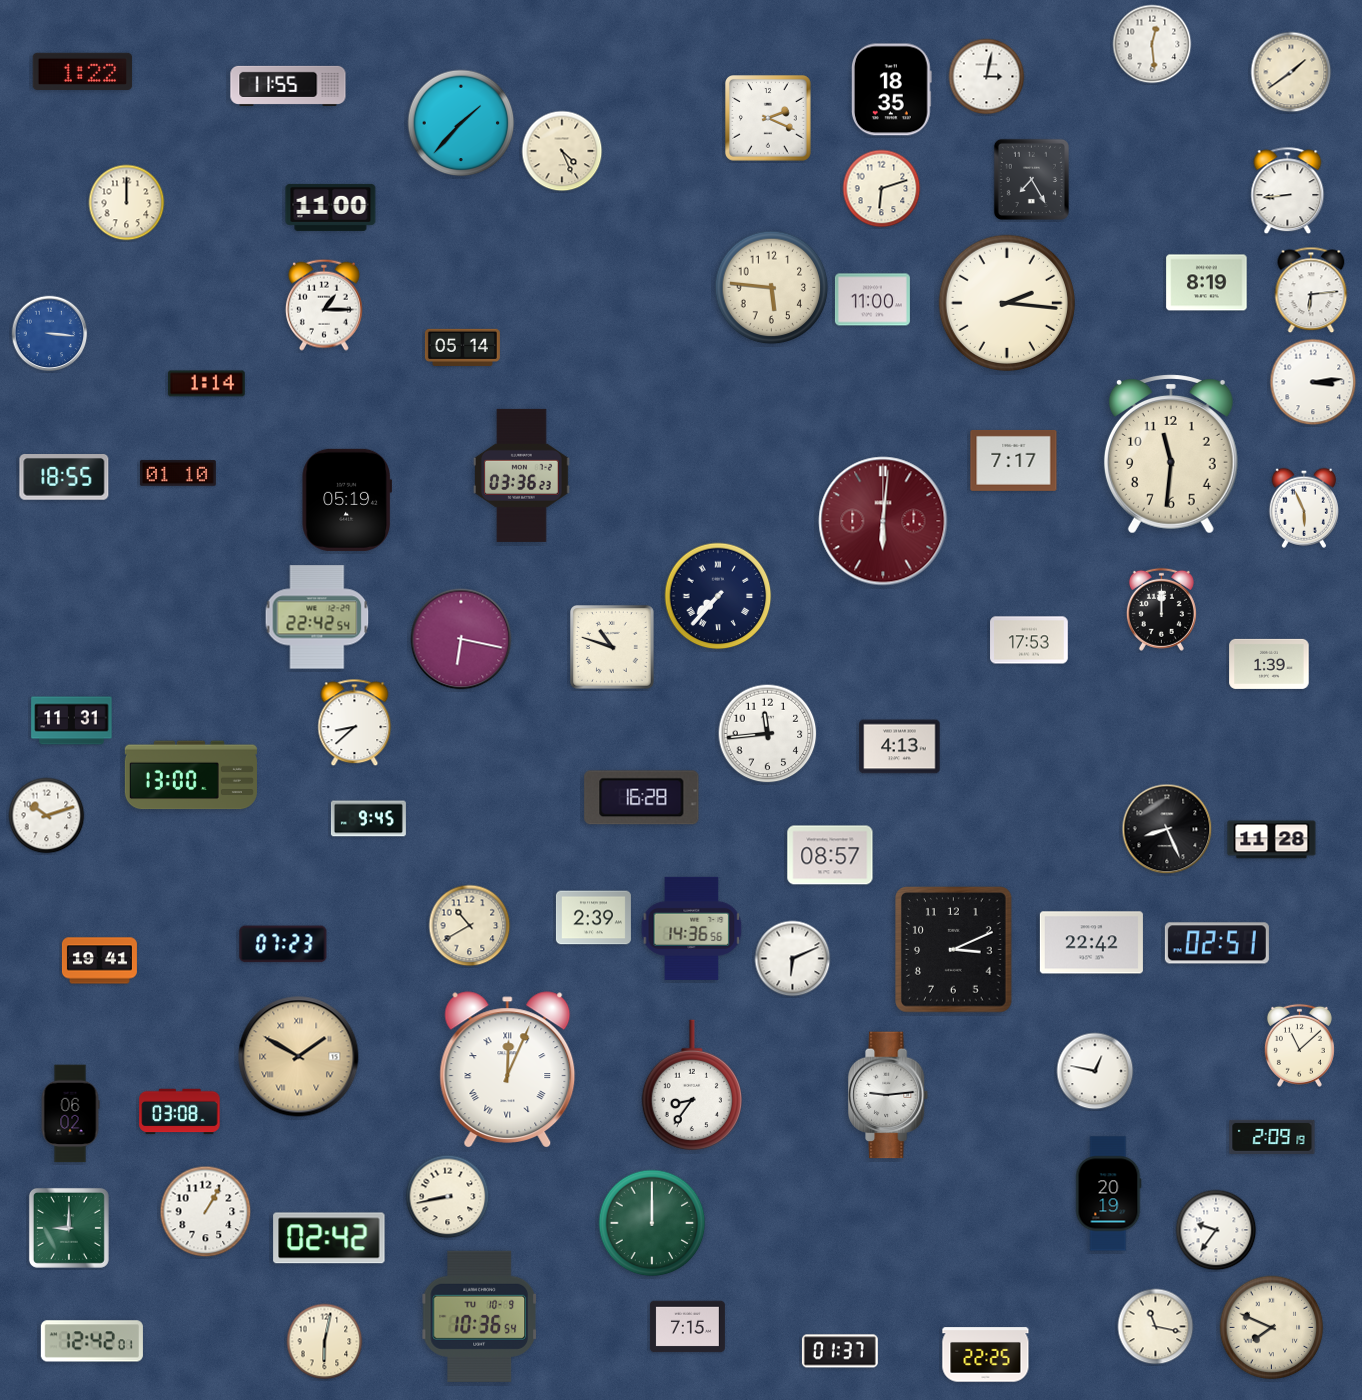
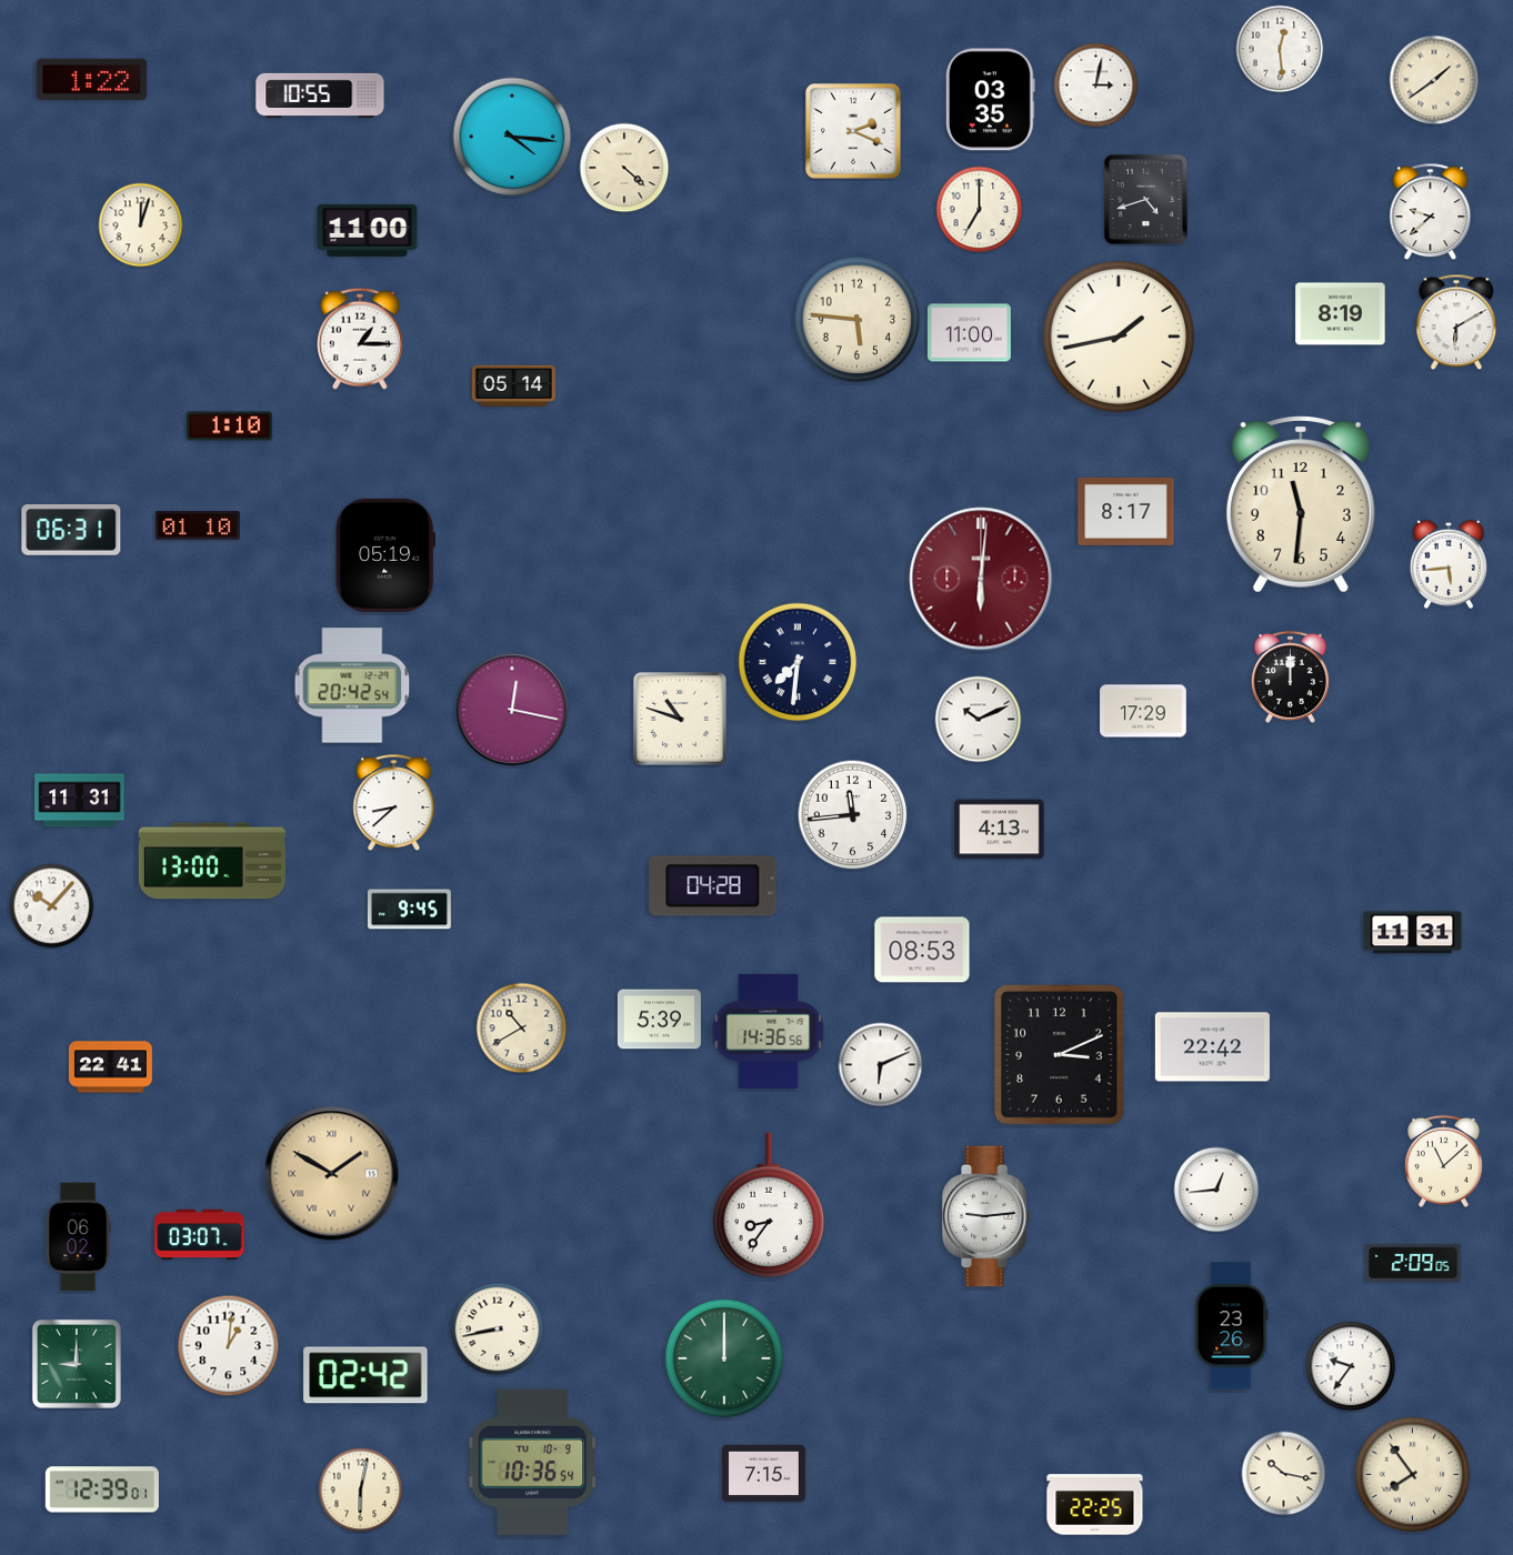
clock at (288, 86): 11:55 -> 10:55
clock at (891, 90): 18:35 -> 03:35
clock at (461, 123): 1:37 -> 4:16
clock at (562, 151): 4:26 -> 4:22
clock at (1031, 179): 7:25 -> 4:42
clock at (882, 189): 6:12 -> 7:00
clock at (1288, 191): 8:44 -> 9:38
clock at (127, 203): 12:00 -> 12:03
clock at (1311, 290): 6:14 -> 6:10
clock at (1006, 302): 2:16 -> 1:43
clock at (50, 334): 3:16 -> none
clock at (1313, 382): 3:14 -> none
clock at (206, 384): 1:14 -> 1:10
clock at (1014, 460): 7:17 -> 8:17
clock at (521, 475): 03:36 -> none
clock at (64, 478): 18:55 -> 06:31
clock at (1303, 508): 5:56 -> 5:44
clock at (718, 596): 7:37 -> 7:31
clock at (317, 617): 22:42 -> 20:42
clock at (461, 639): 6:17 -> 12:17
clock at (1029, 640): 17:53 -> 17:29
clock at (979, 720): none -> 10:11
clock at (1269, 664): 1:39 -> none
clock at (642, 798): 16:28 -> 04:28
clock at (47, 816): 10:12 -> 10:07
clock at (1167, 829): 8:26 -> none
clock at (1272, 840): 11:28 -> 11:31
clock at (830, 855): 08:57 -> 08:53
clock at (593, 918): 2:39 -> 5:39
clock at (1217, 943): 02:51 -> none
clock at (283, 944): 07:23 -> none
clock at (99, 961): 19:41 -> 22:41
clock at (508, 1070): 12:04 -> none
clock at (1095, 1071): 12:47 -> 12:44
clock at (180, 1112): 03:08 -> 03:07
clock at (1272, 1137): 2:09:19 -> 2:09:05
clock at (1108, 1194): 20:19 -> 23:26
clock at (206, 1212): 1:05 -> 1:01
clock at (1156, 1327): 11:17 -> 10:17
clock at (1272, 1328): 7:49 -> 7:54
clock at (92, 1341): 12:42 -> 12:39
clock at (840, 1351): 01:37 -> none
